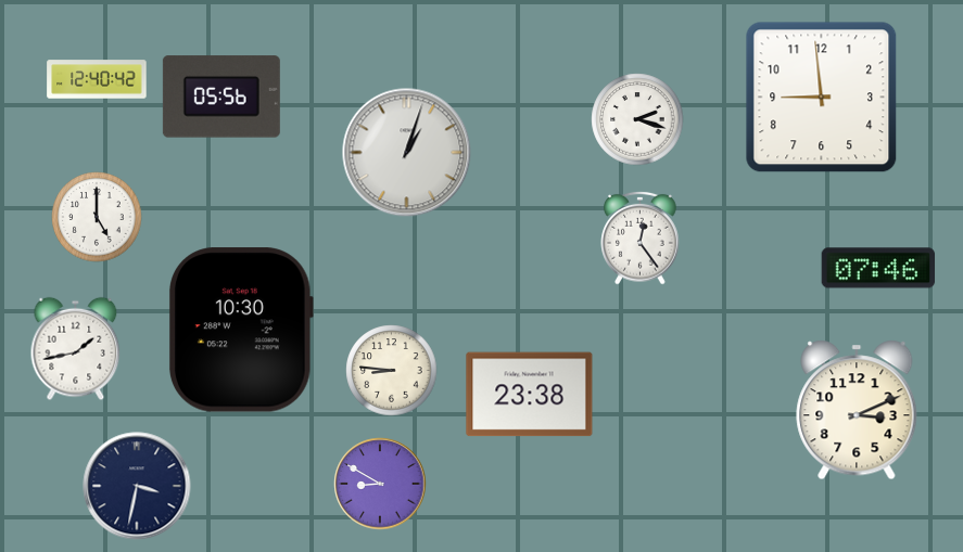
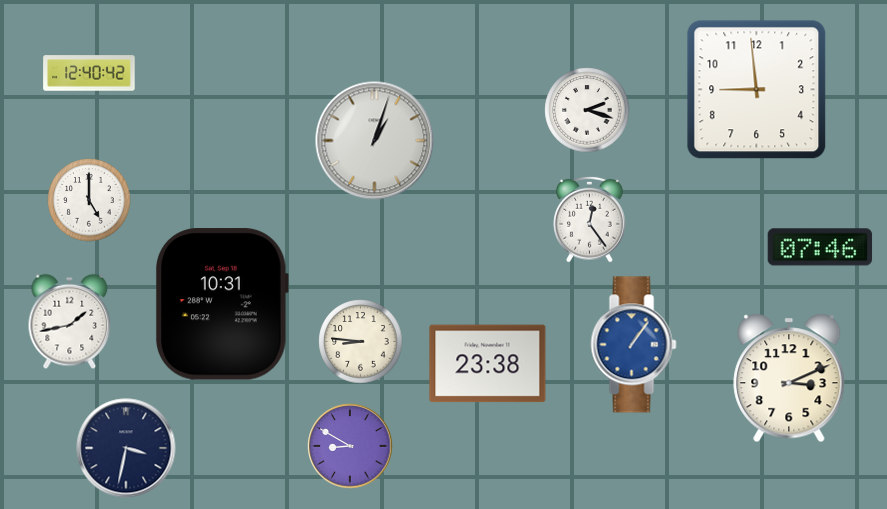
clock at (221, 97): 05:56 -> none
clock at (878, 268) position: (878, 268) -> (820, 247)
clock at (241, 330): 10:30 -> 10:31
clock at (634, 345): none -> 1:06
